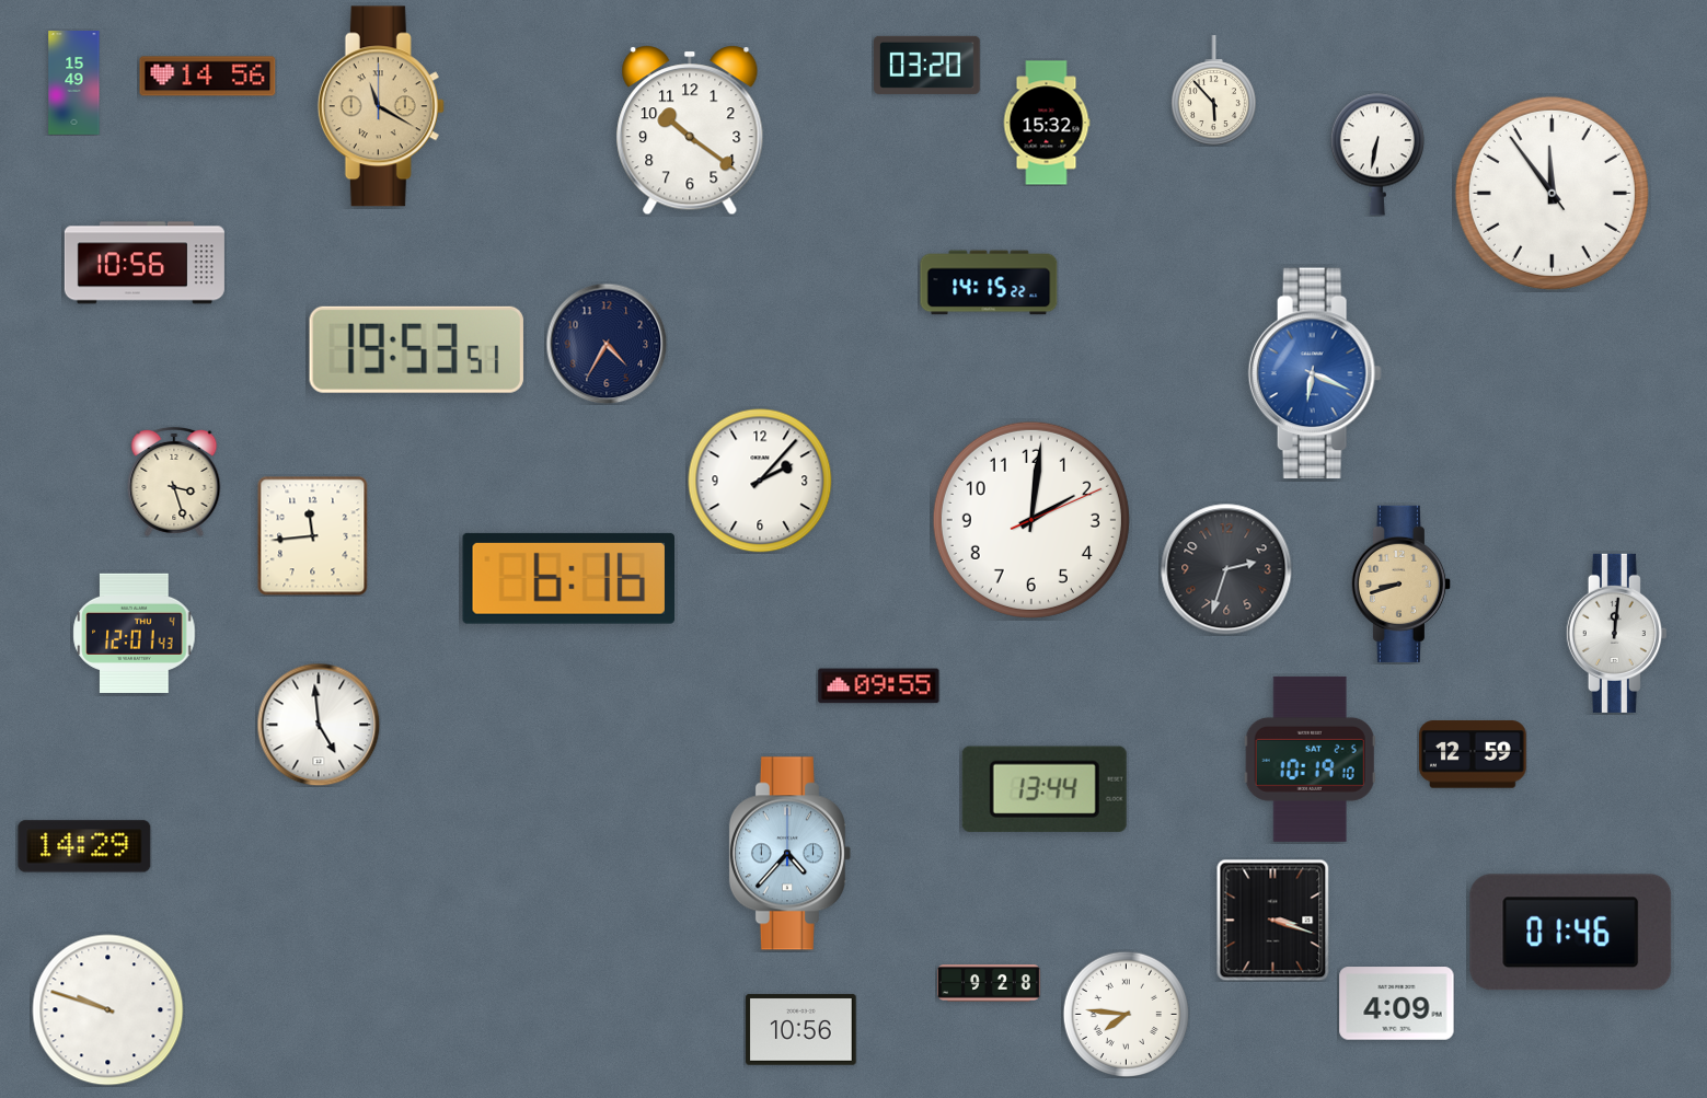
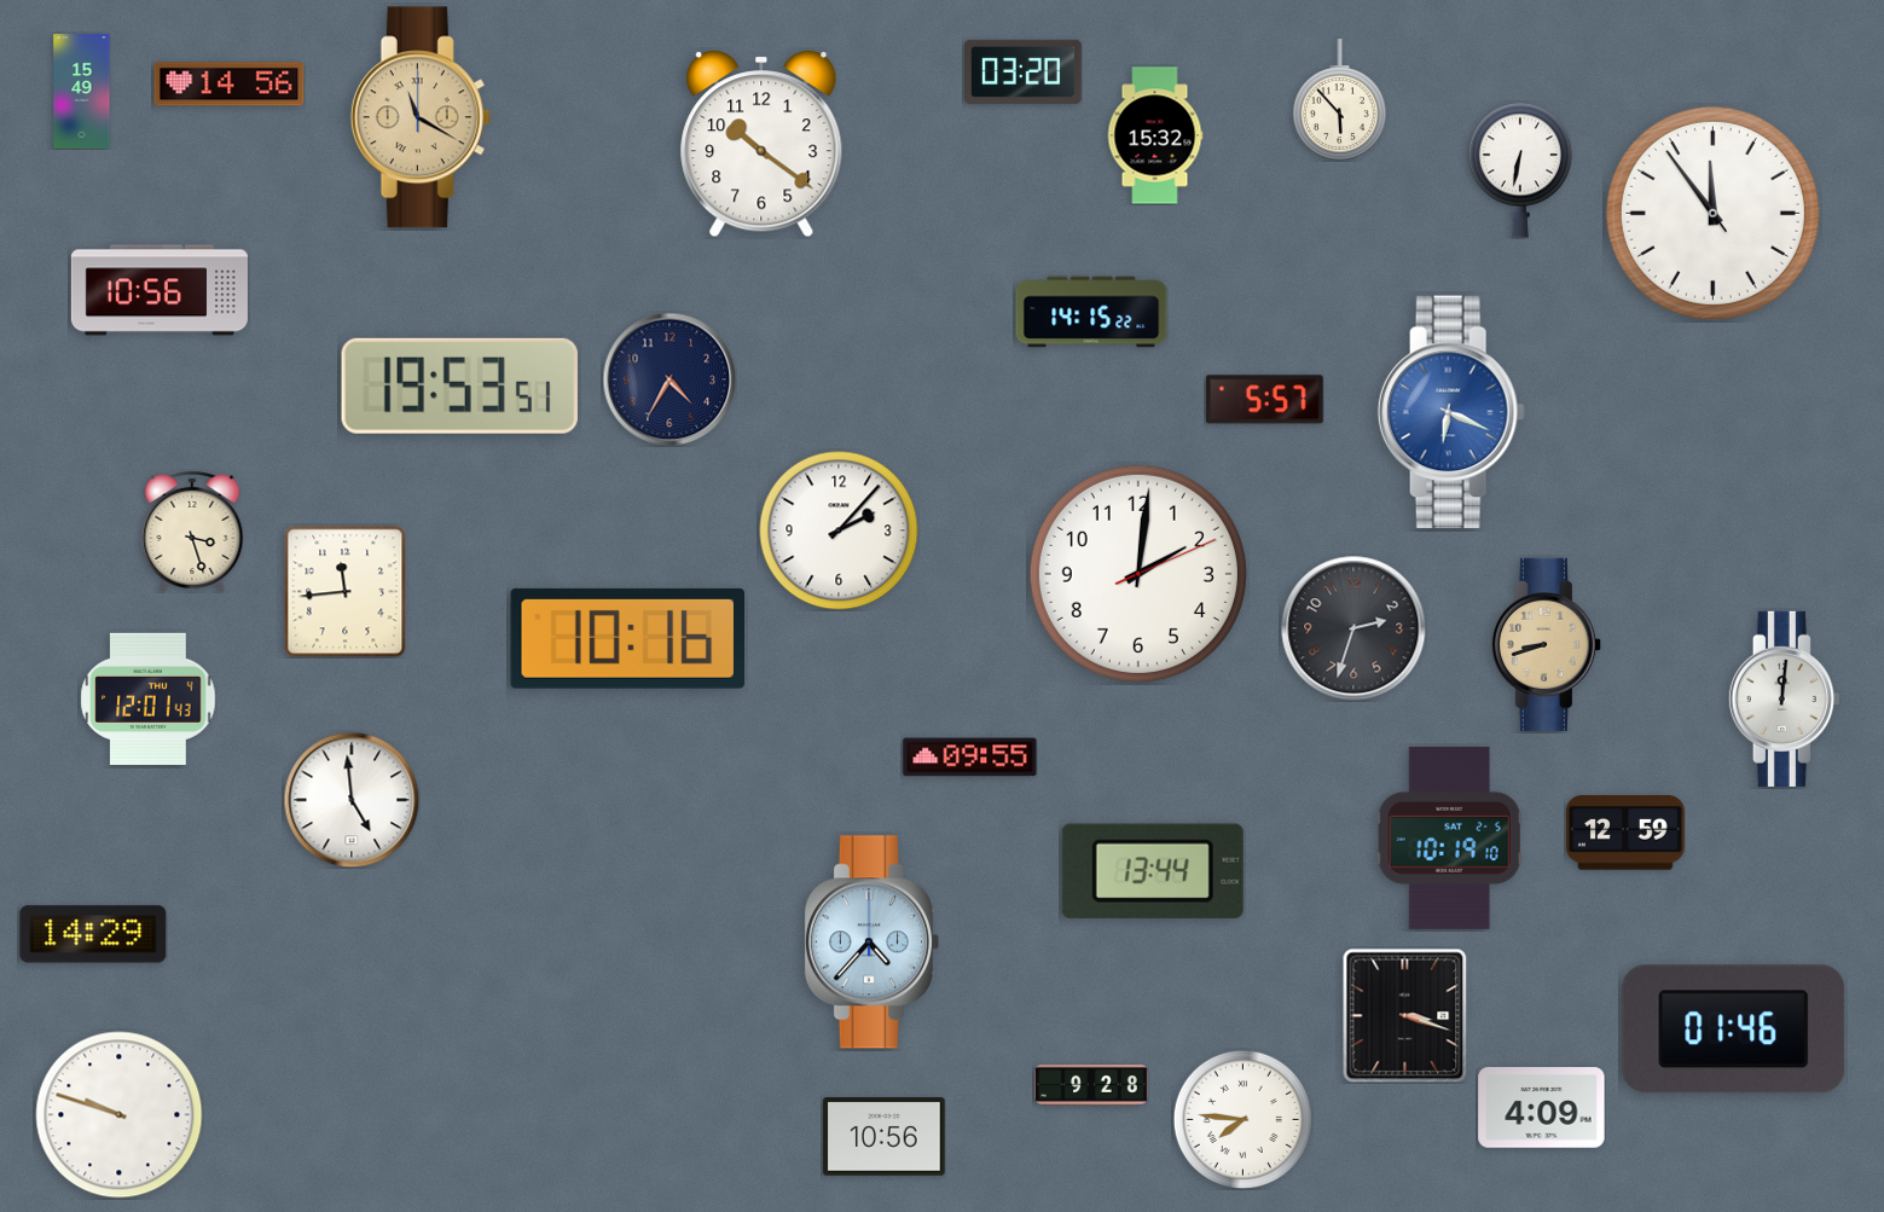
clock at (1264, 400): none -> 5:57
clock at (568, 578): 6:16 -> 10:16
clock at (1310, 759) position: (1310, 759) -> (1449, 837)
